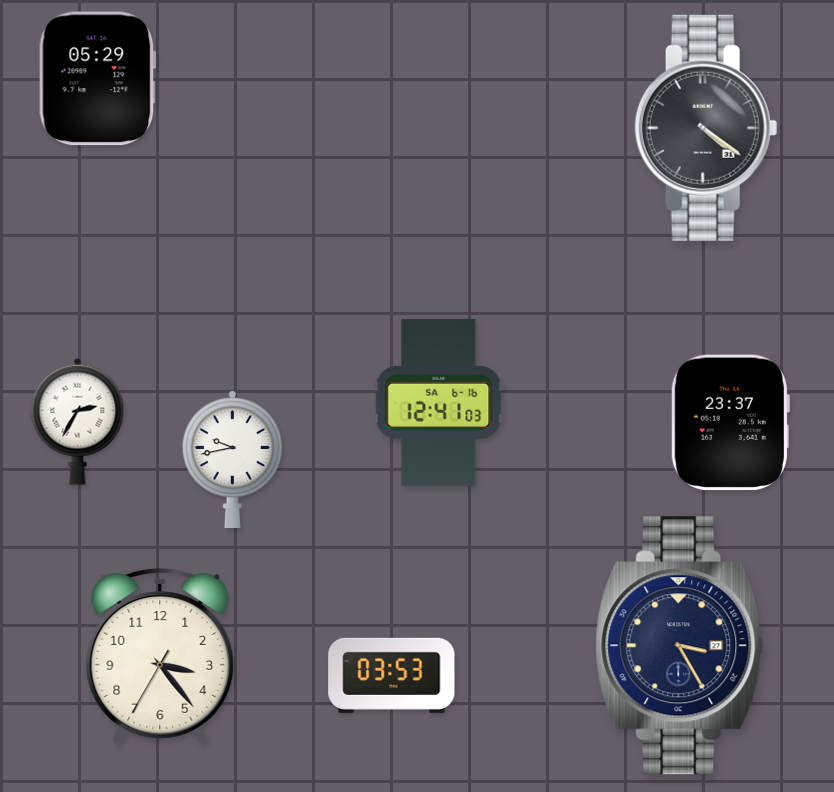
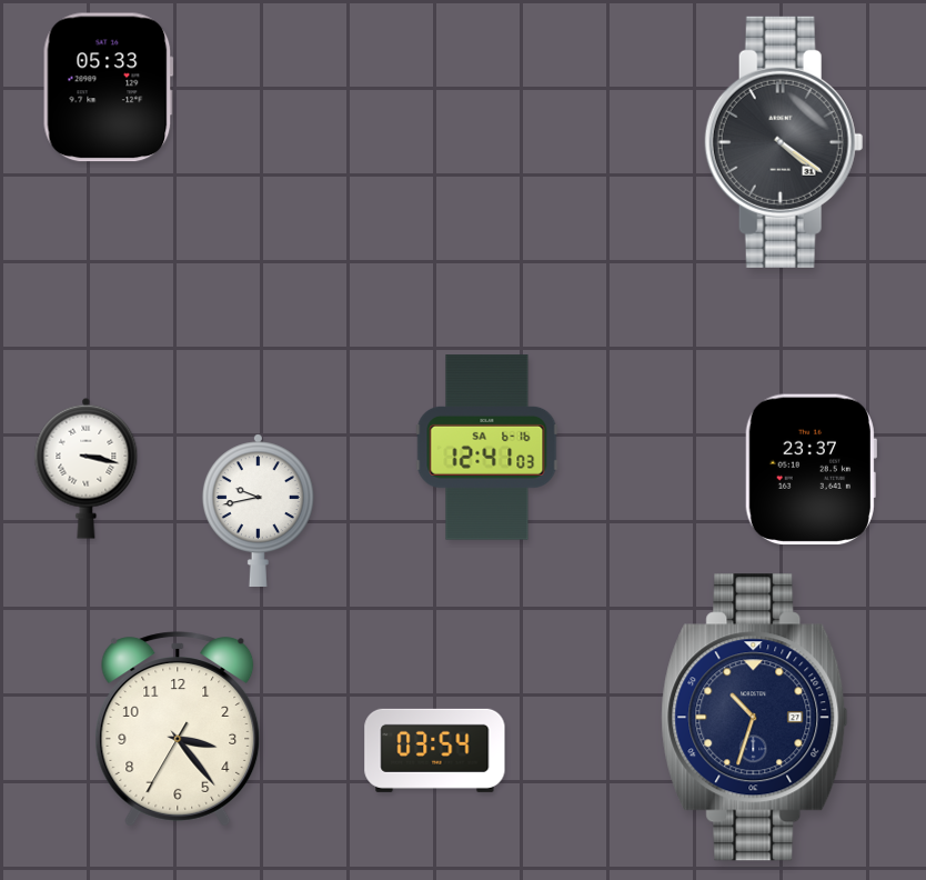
clock at (97, 79): 05:29 -> 05:33
clock at (78, 421): 2:35 -> 3:17
clock at (680, 646): 3:25 -> 10:33
clock at (392, 675): 03:53 -> 03:54
